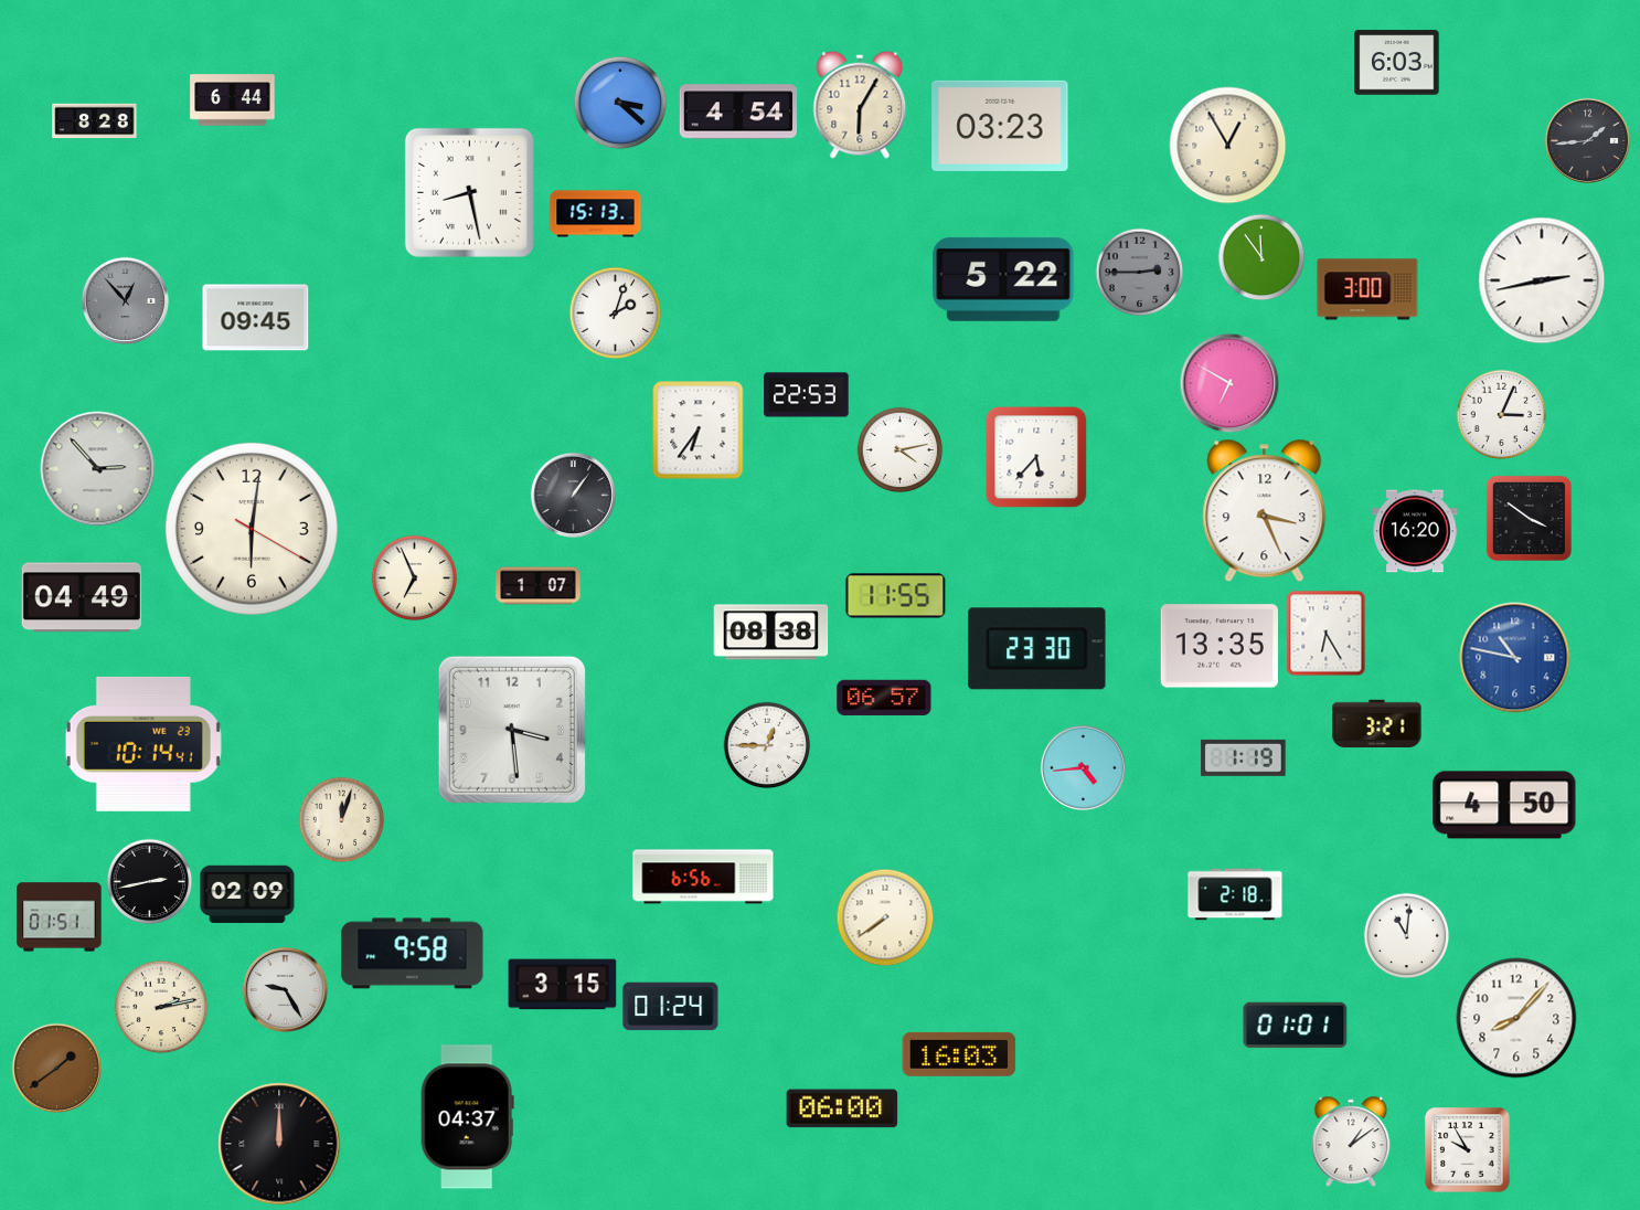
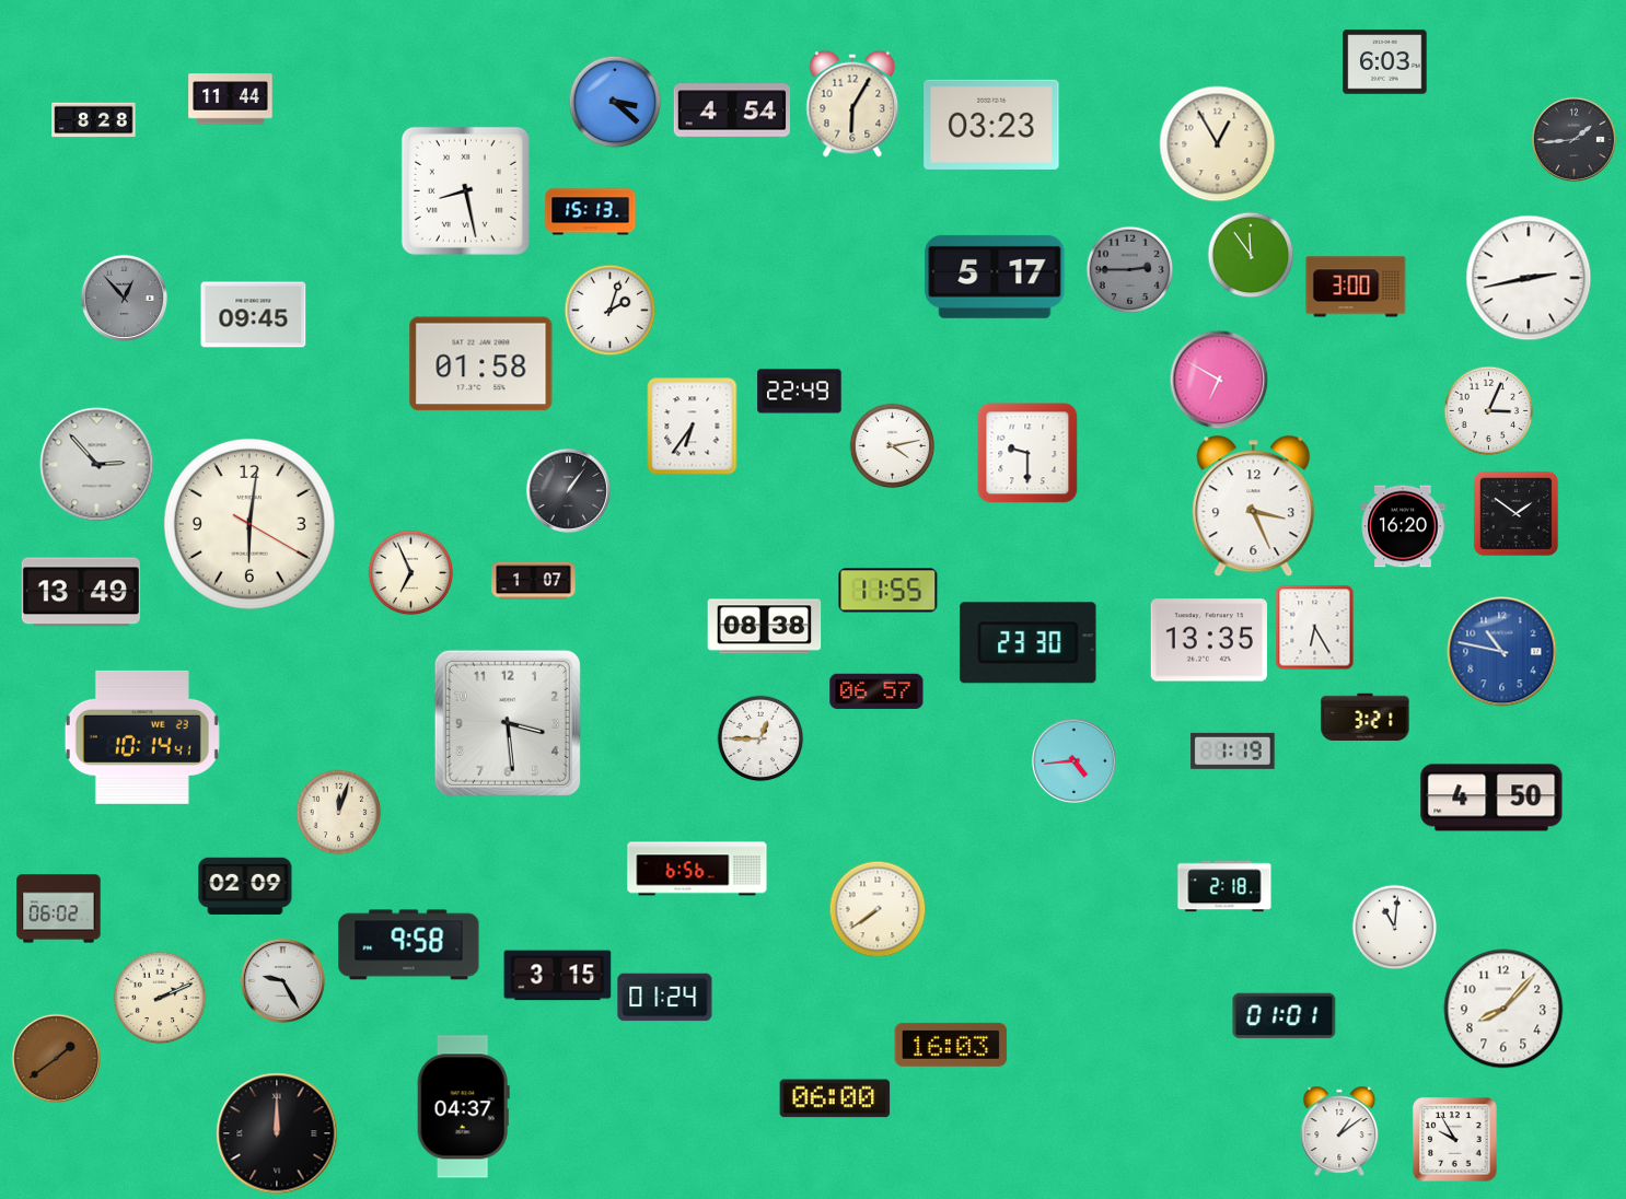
clock at (233, 100): 6:44 -> 11:44
clock at (1003, 279): 5:22 -> 5:17
clock at (481, 364): none -> 01:58
clock at (807, 395): 22:53 -> 22:49
clock at (1036, 457): 5:37 -> 9:30
clock at (1529, 518): 3:51 -> 1:51
clock at (82, 597): 04:49 -> 13:49
clock at (149, 881): 2:43 -> none
clock at (60, 917): 01:51 -> 06:02
clock at (161, 1007): 2:13 -> 2:11
